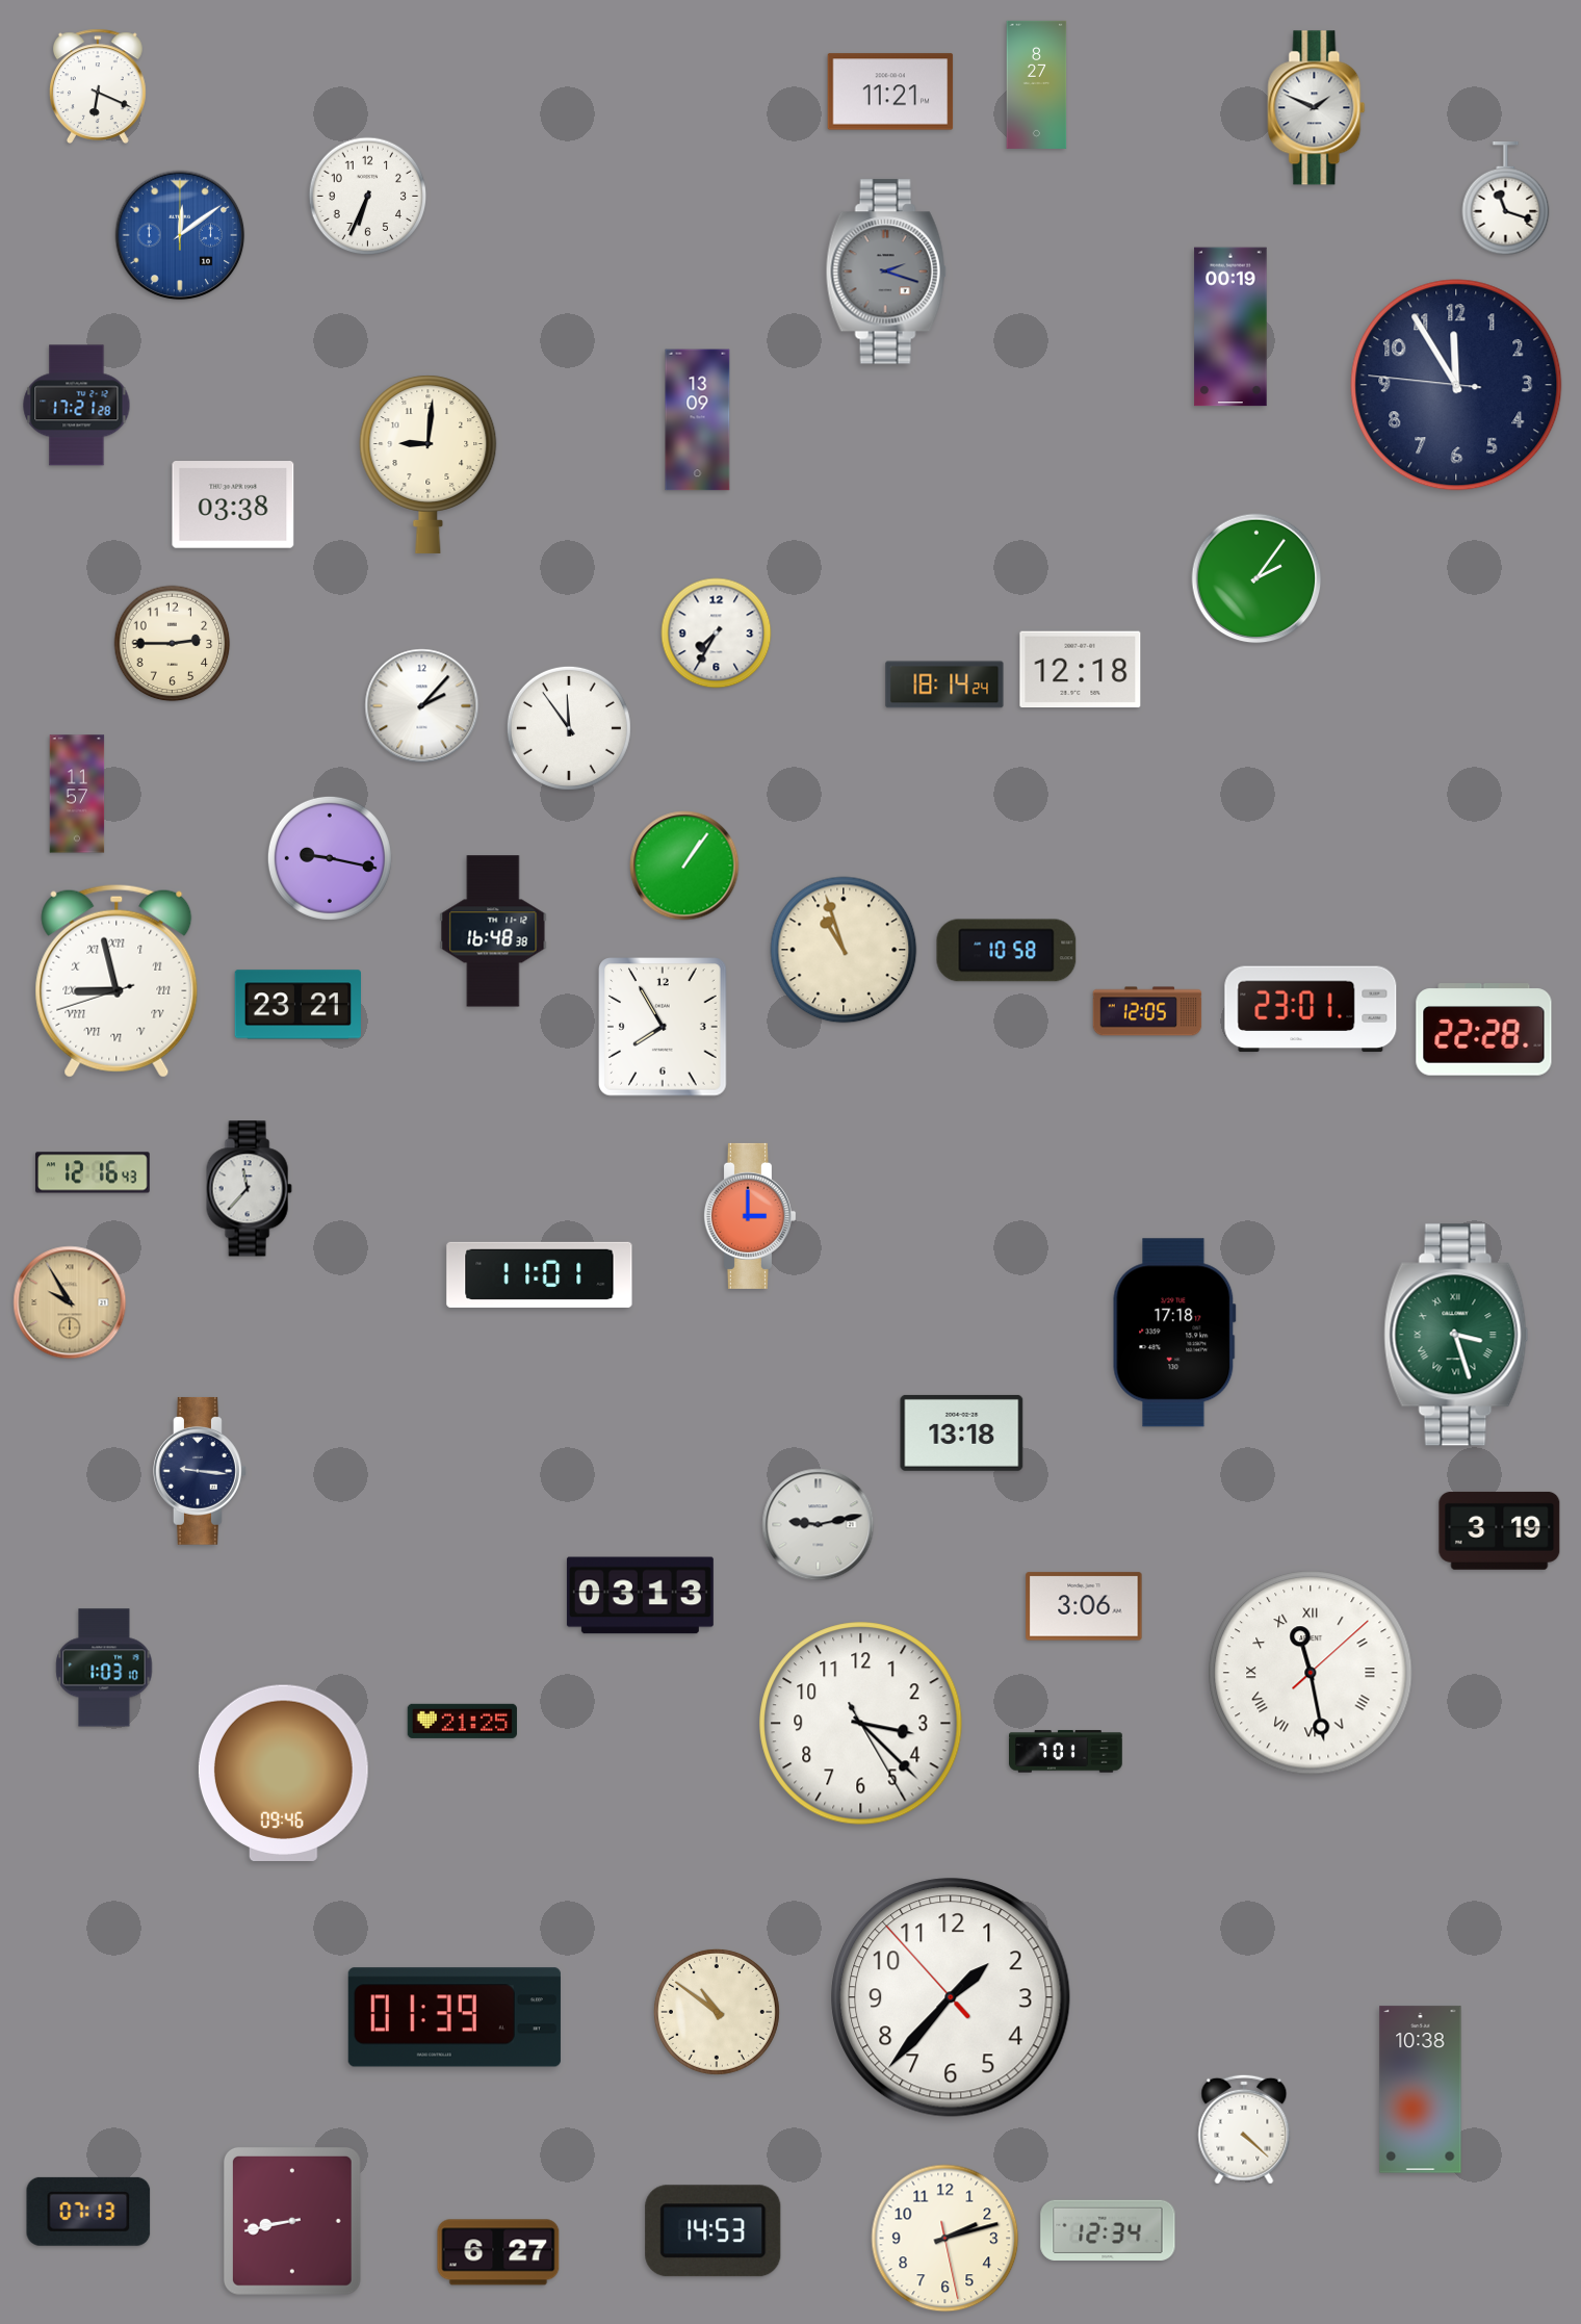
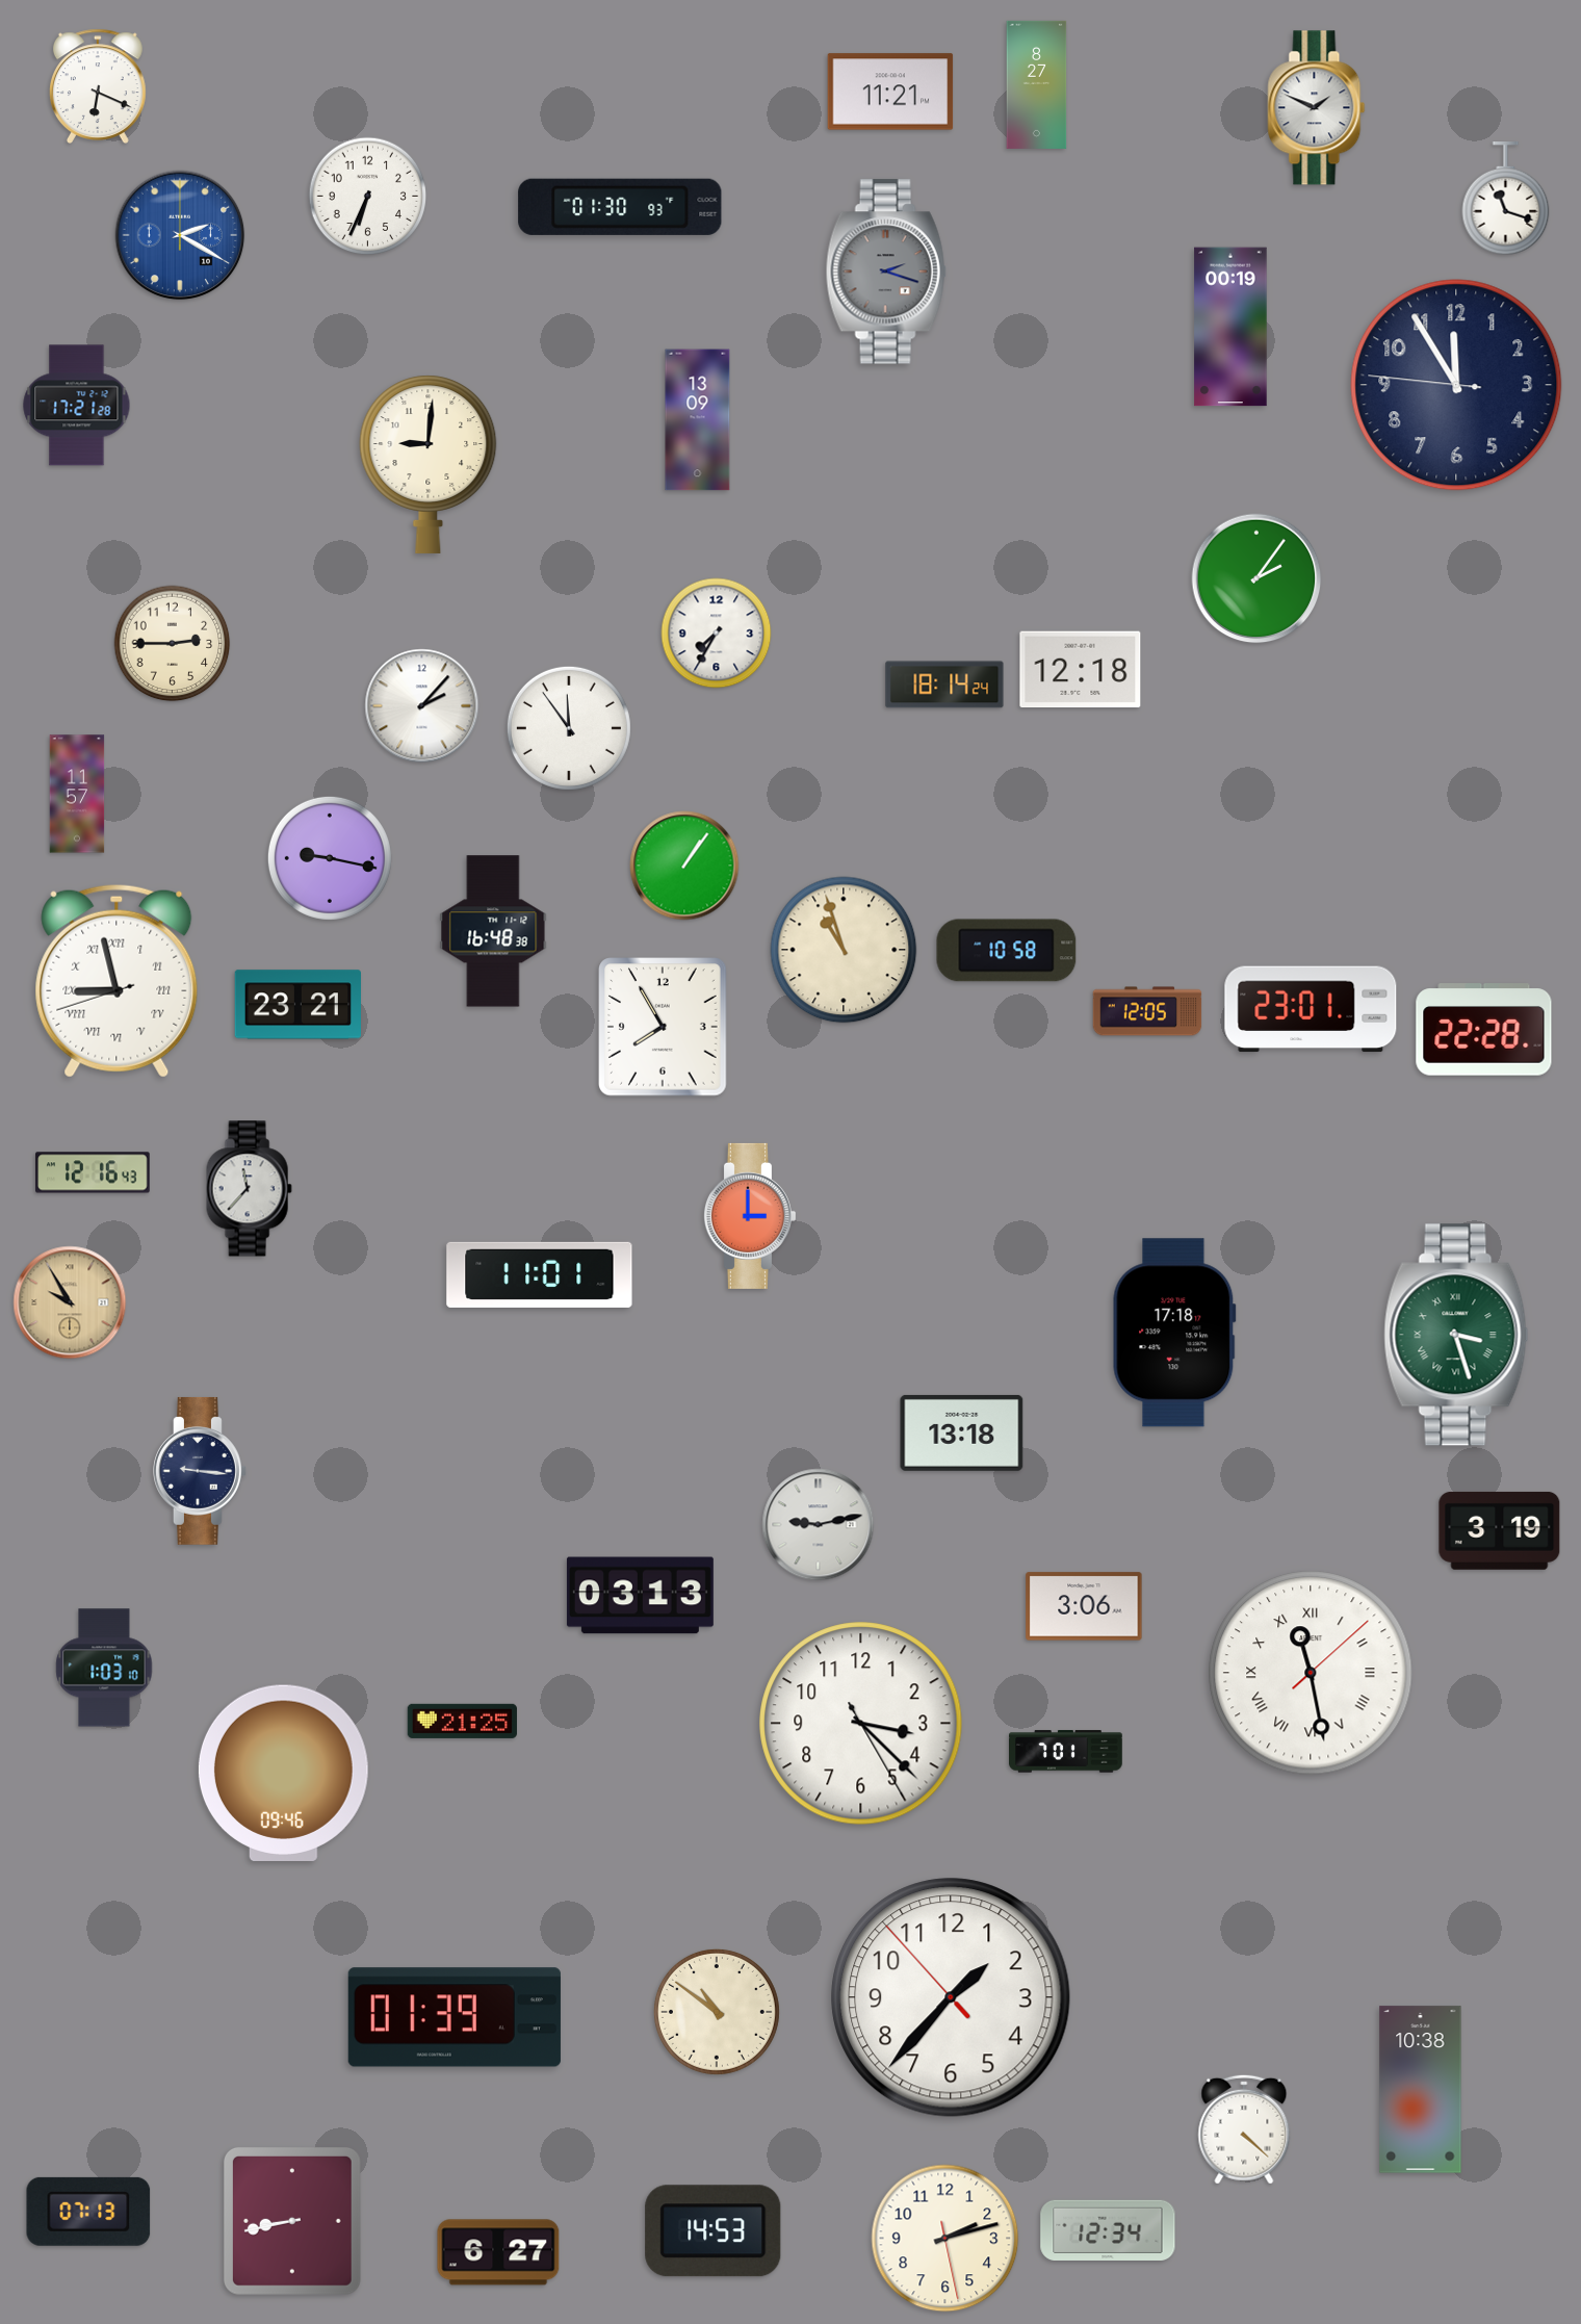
clock at (620, 207): none -> 01:30
clock at (180, 235): 12:09 -> 2:20
clock at (233, 505): 03:38 -> none
